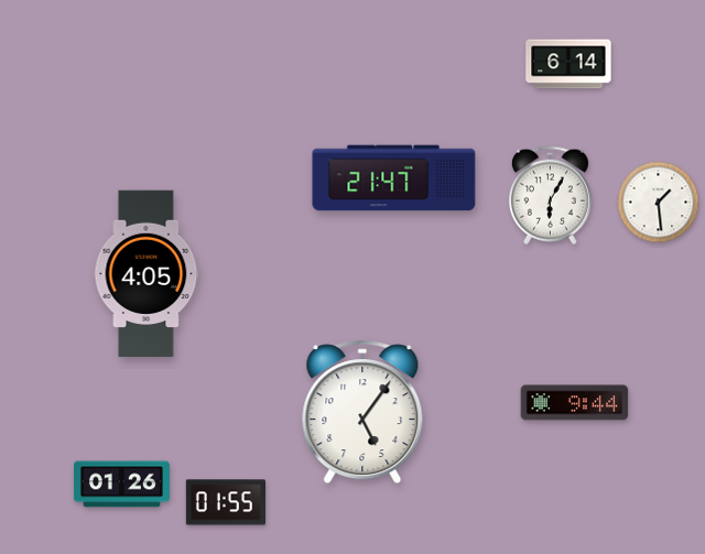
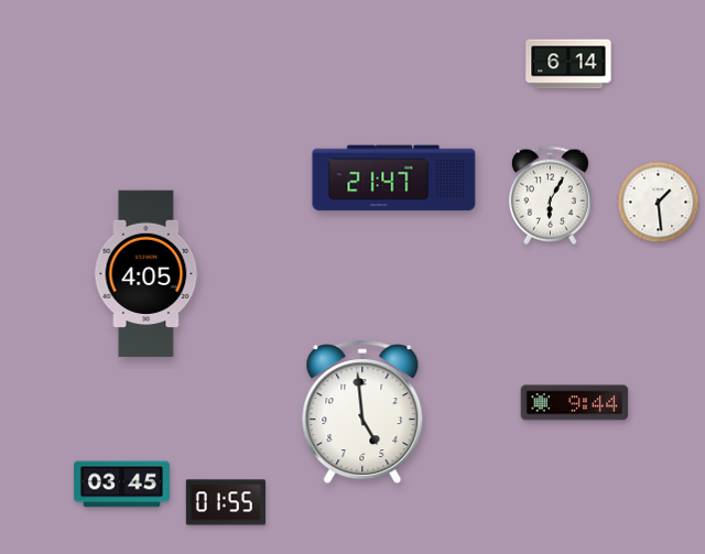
clock at (362, 412): 5:06 -> 4:59
clock at (121, 485): 01:26 -> 03:45
